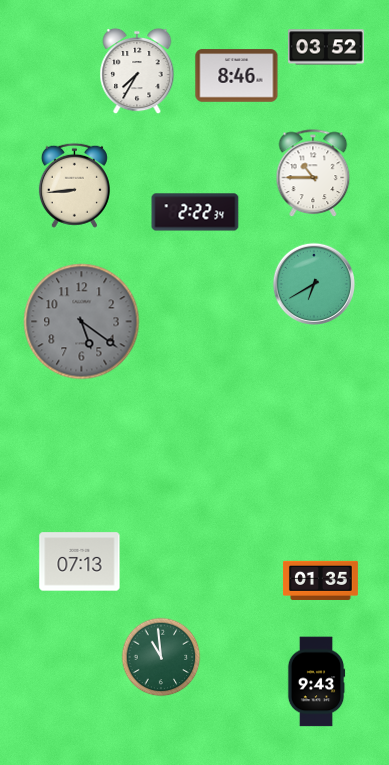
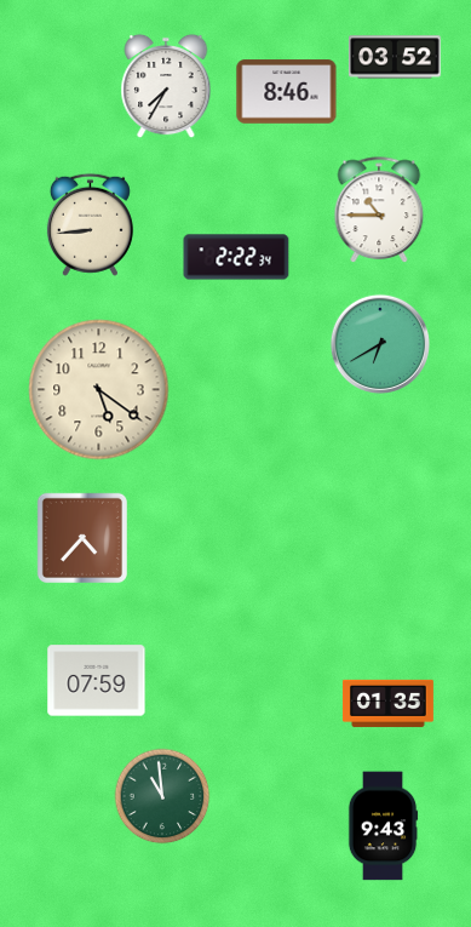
clock at (82, 322) dial: grey -> cream
clock at (82, 538): none -> 4:37
clock at (80, 562): 07:13 -> 07:59
clock at (161, 657) position: (161, 657) -> (162, 796)
